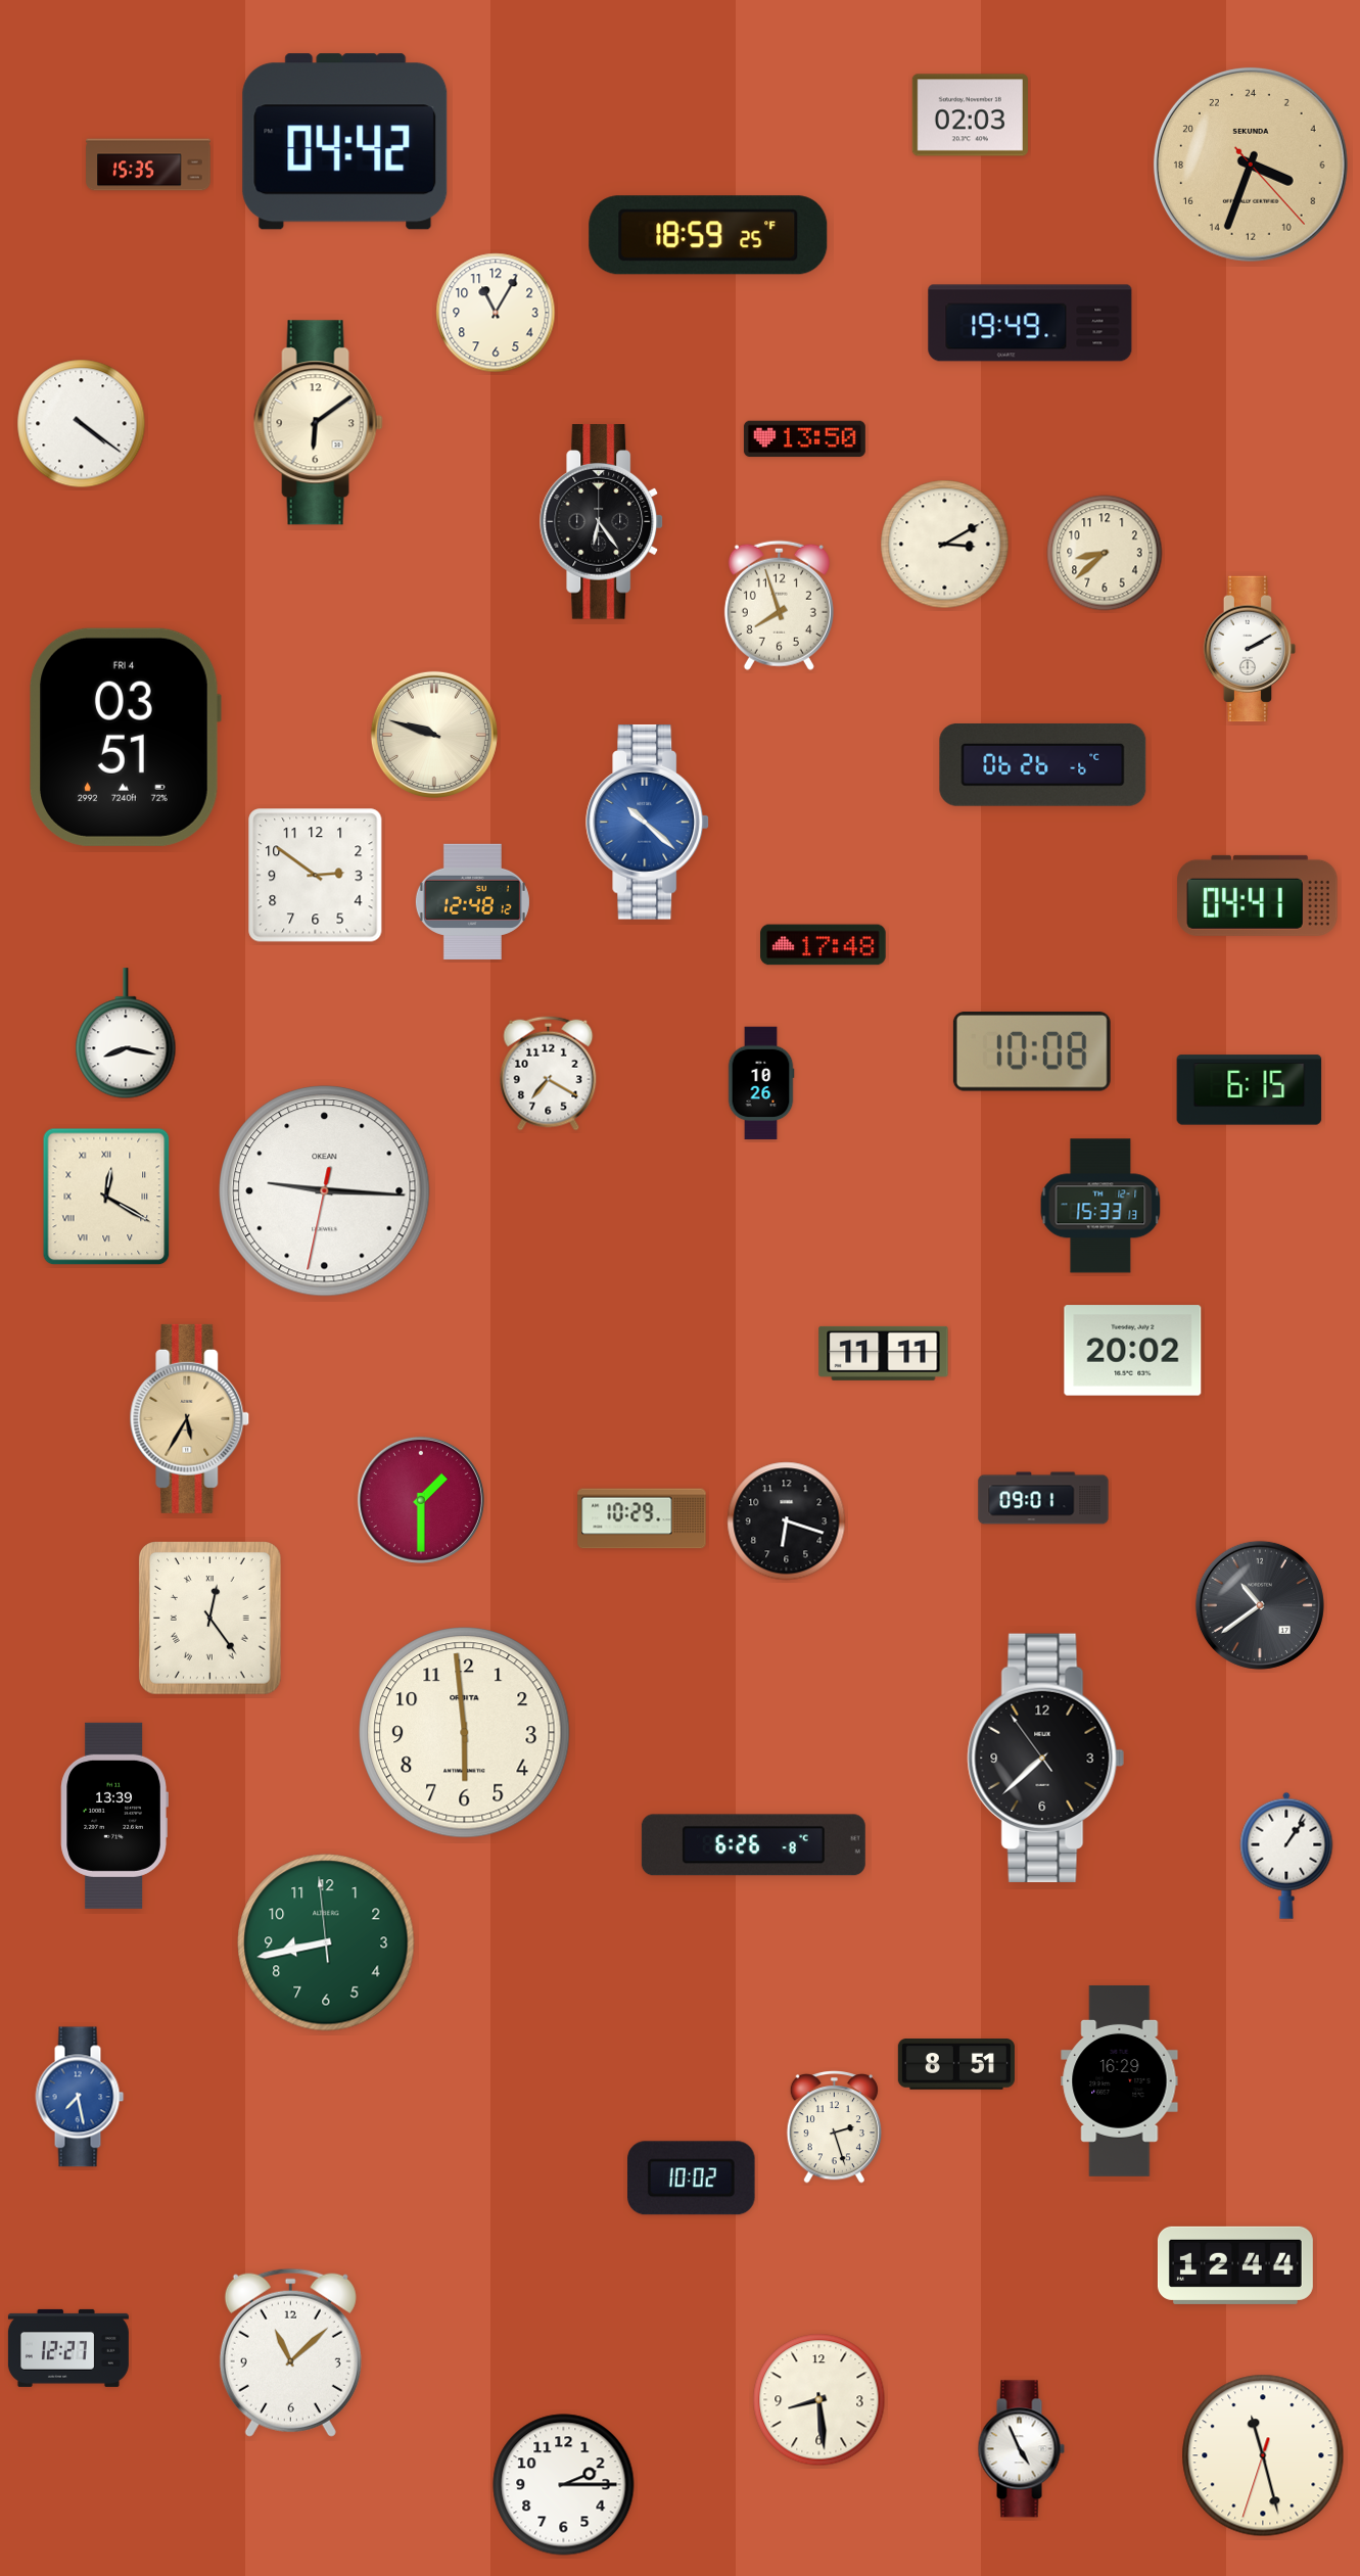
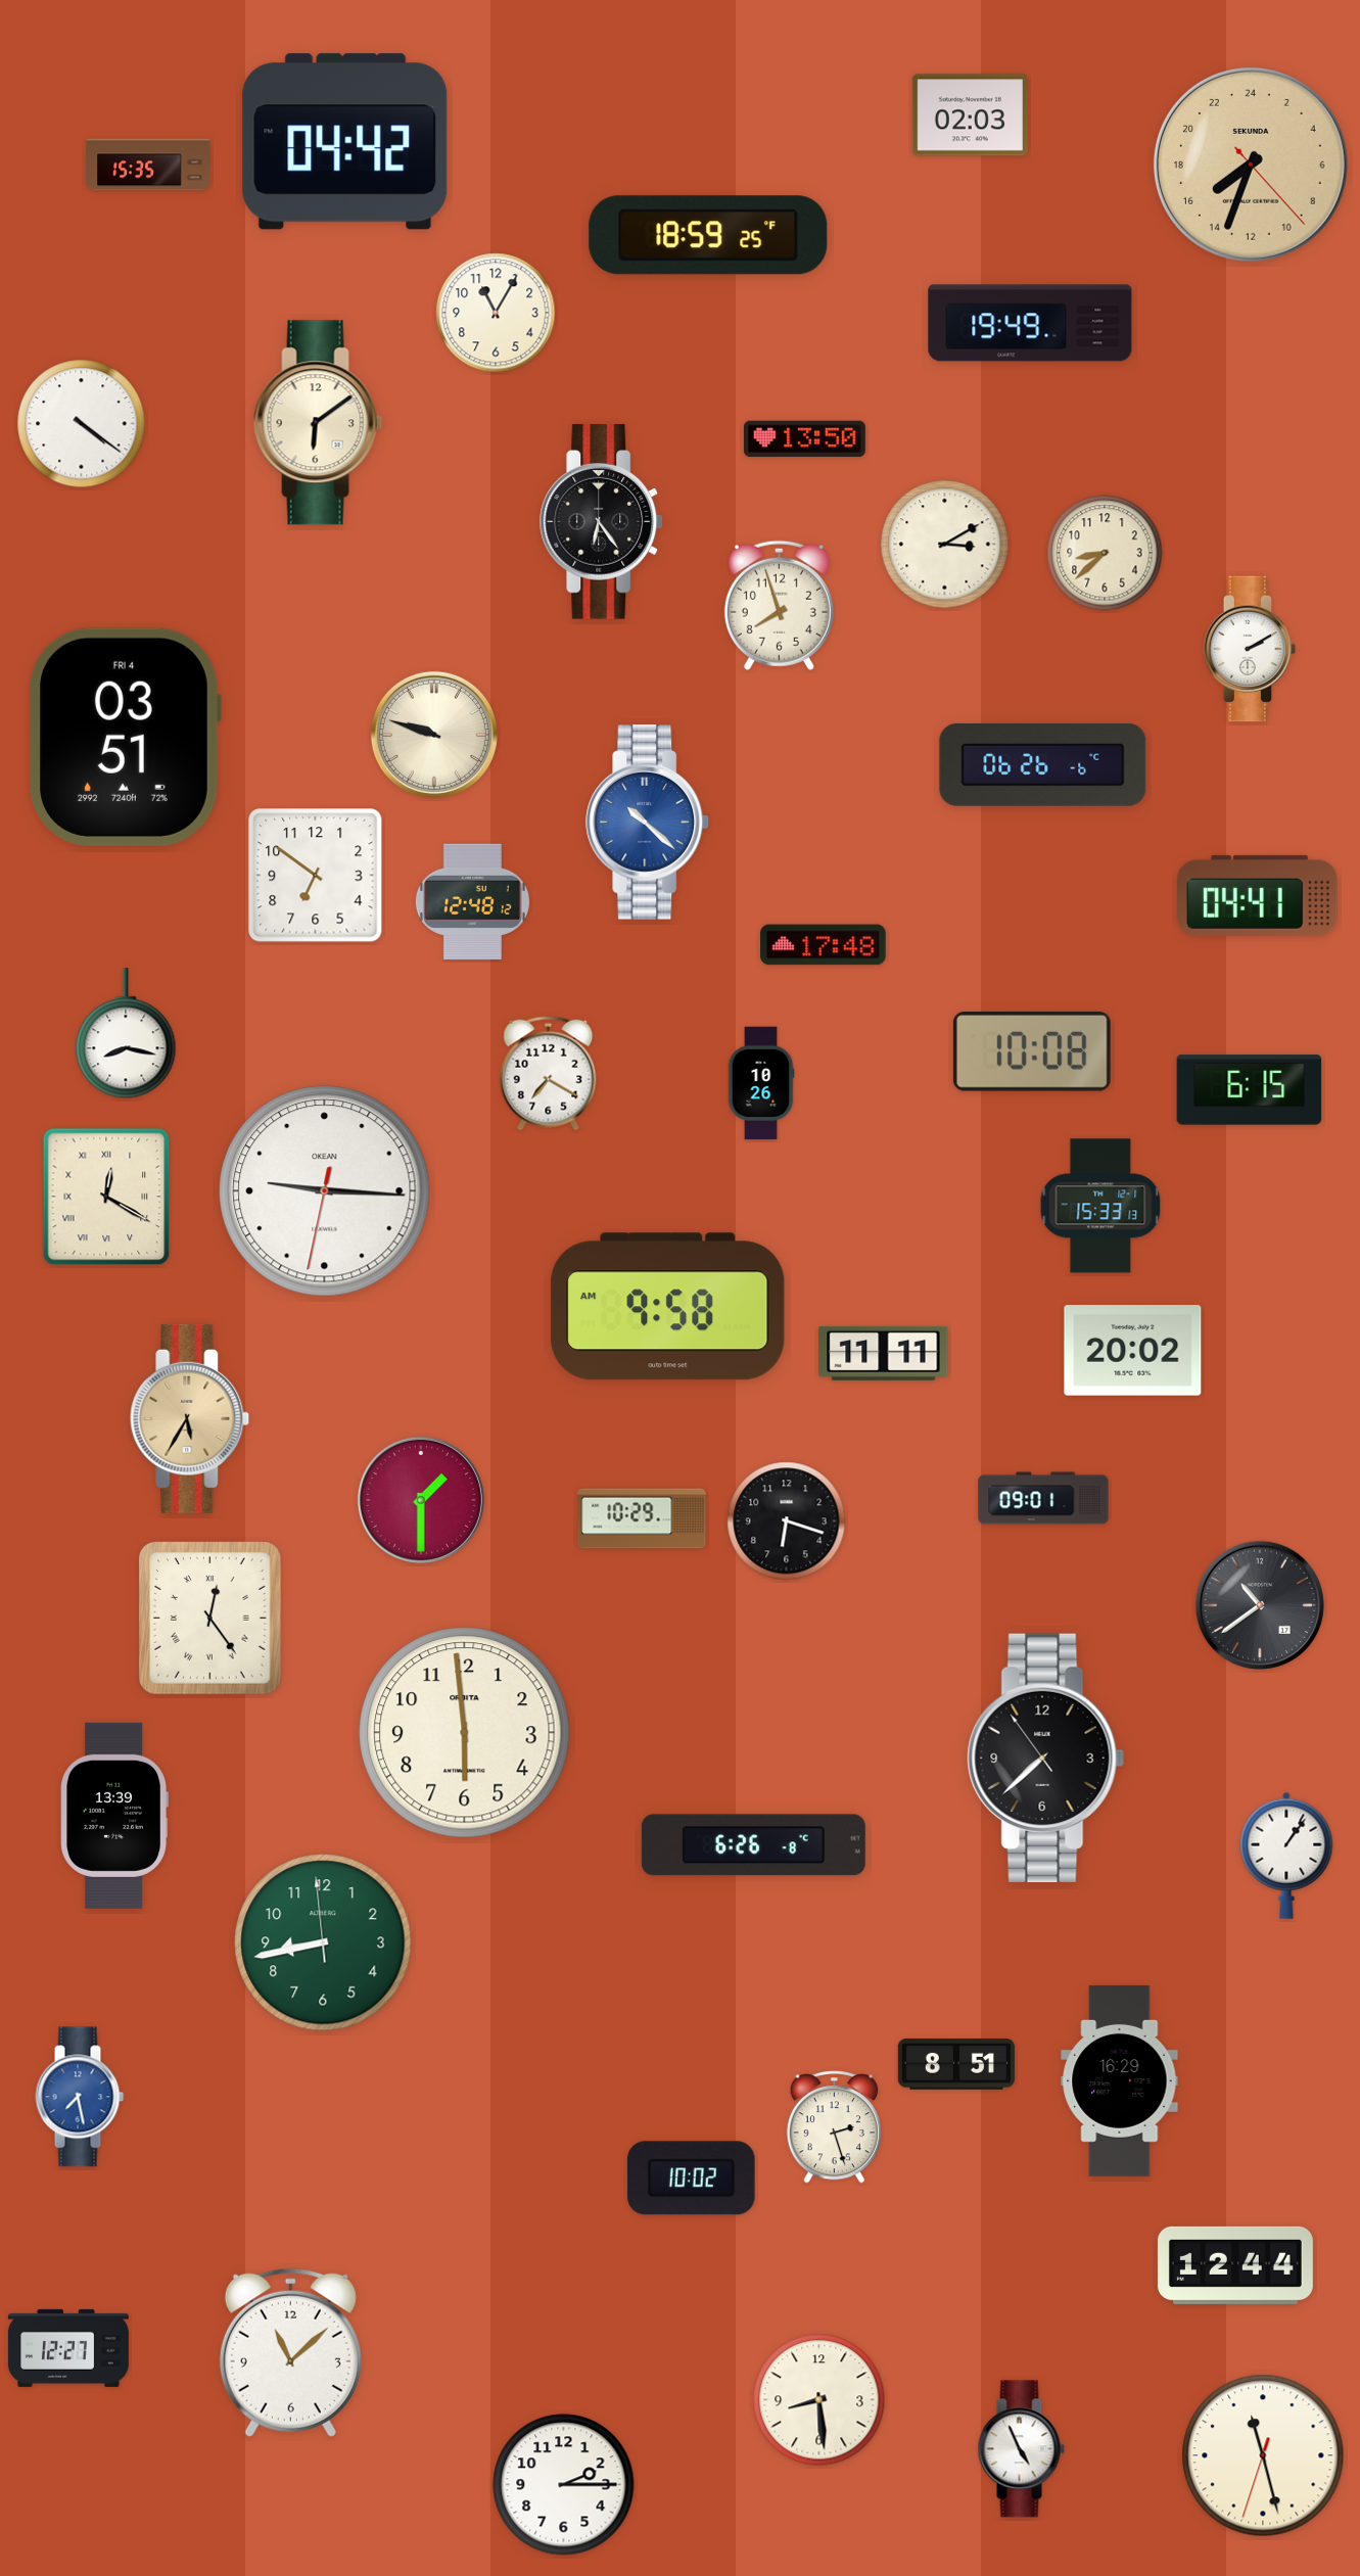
clock at (1251, 165): 7:33 -> 15:33
clock at (316, 876): 2:51 -> 6:51
clock at (668, 1307): none -> 9:58
clock at (326, 1942) position: (326, 1942) -> (323, 1942)
